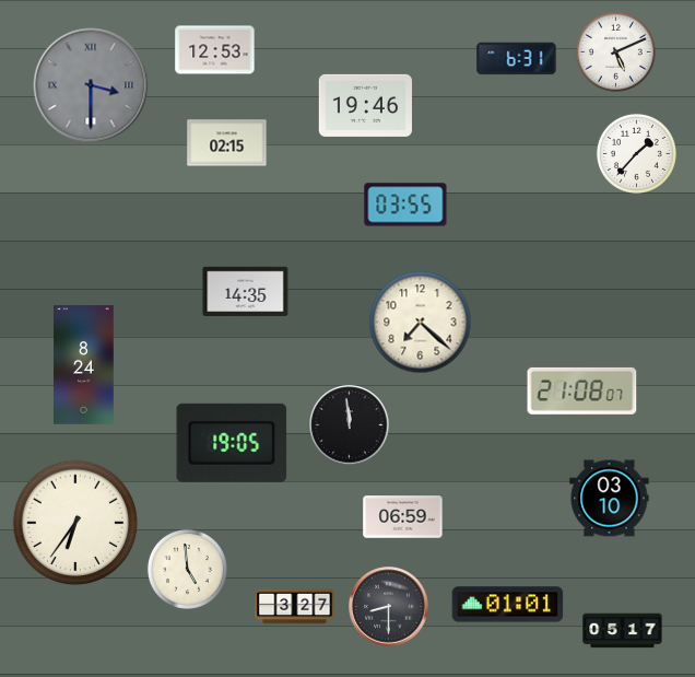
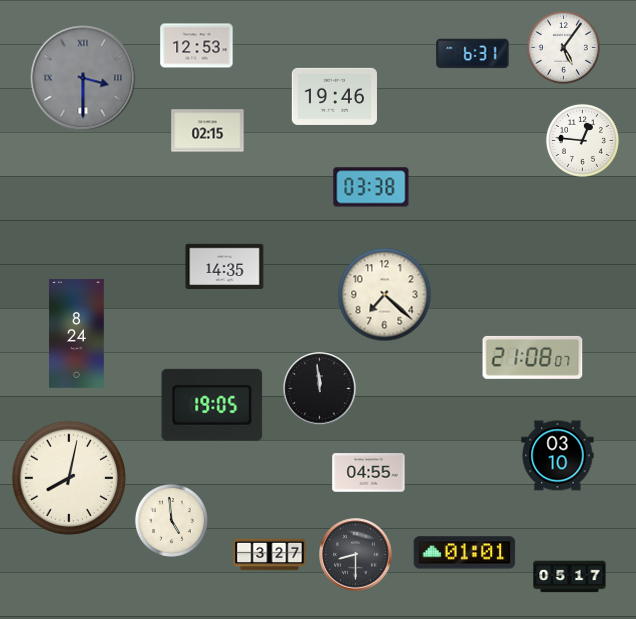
clock at (615, 51): 5:11 -> 5:06
clock at (636, 153): 1:37 -> 12:46
clock at (405, 205): 03:55 -> 03:38
clock at (403, 517): 06:59 -> 04:55
clock at (75, 523): 6:36 -> 8:02
